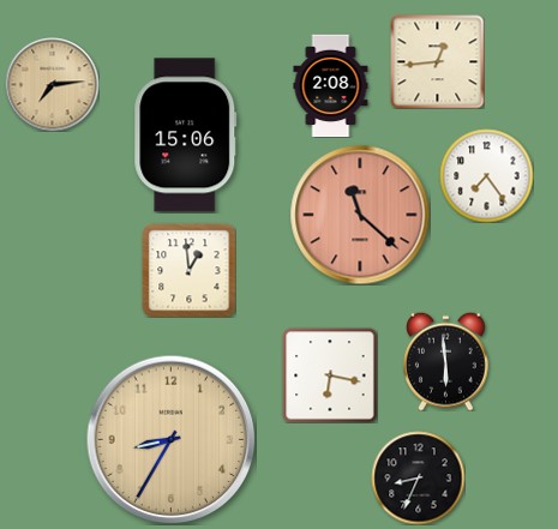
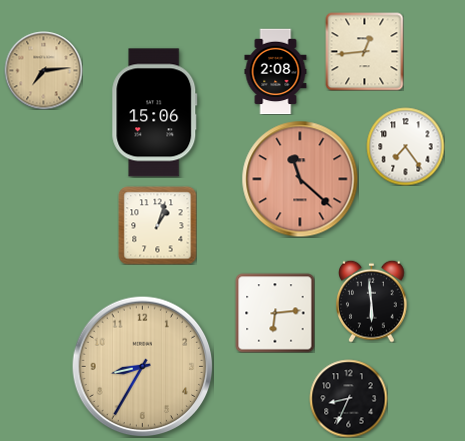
clock at (188, 270): 12:59 -> 1:03
clock at (330, 375): 6:17 -> 6:14
